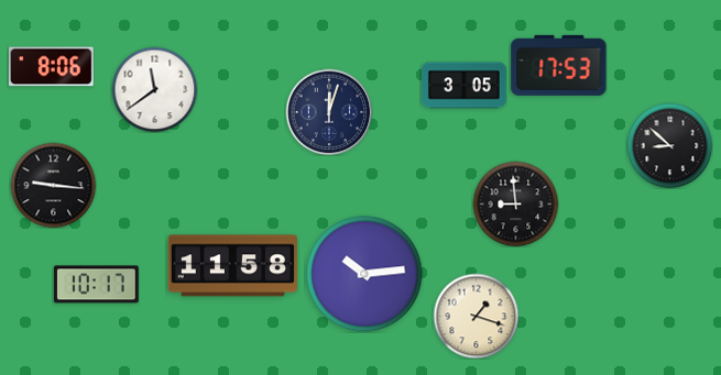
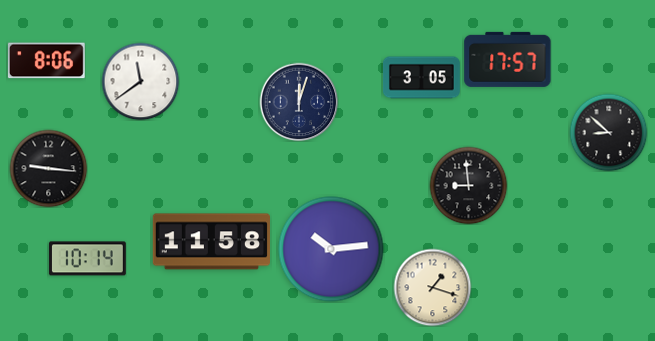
clock at (559, 65): 17:53 -> 17:57
clock at (96, 285): 10:17 -> 10:14
